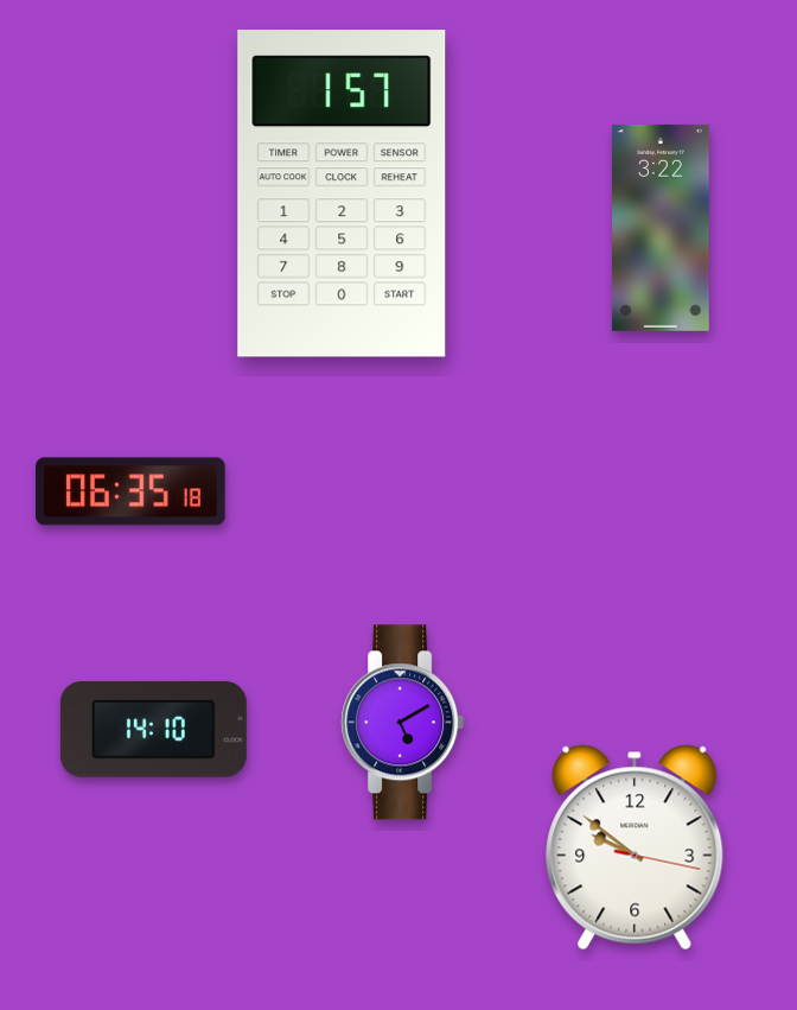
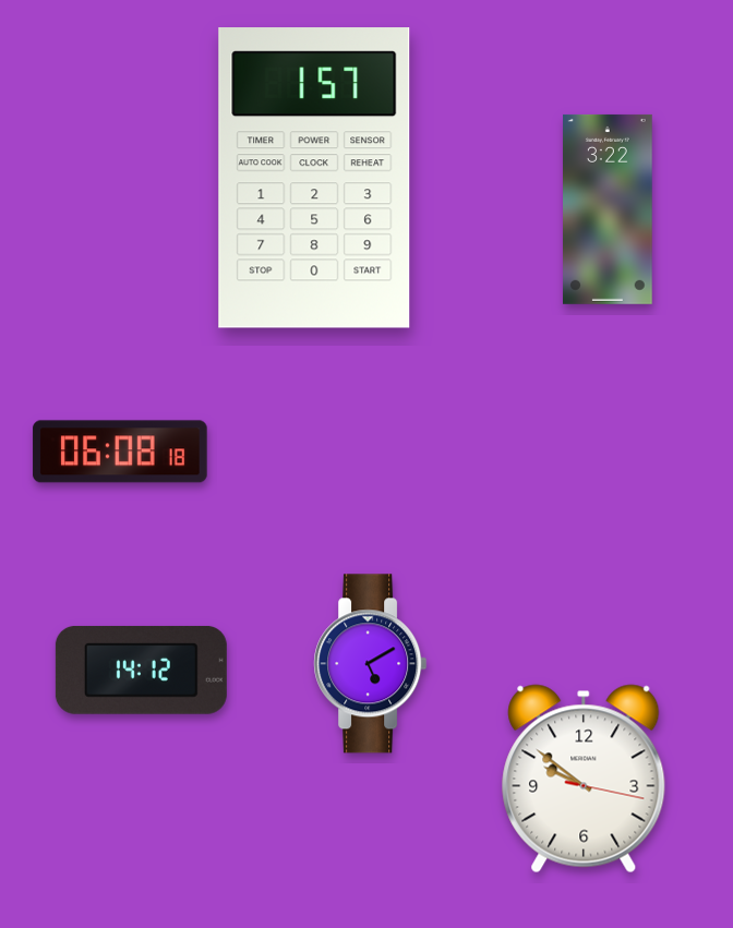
clock at (130, 491): 06:35 -> 06:08
clock at (153, 729): 14:10 -> 14:12
